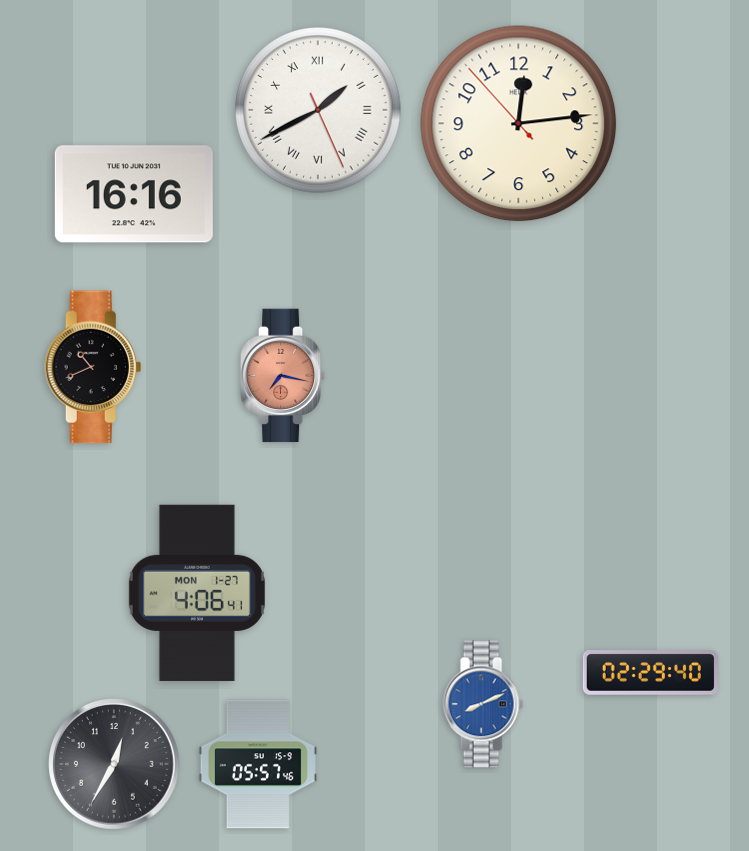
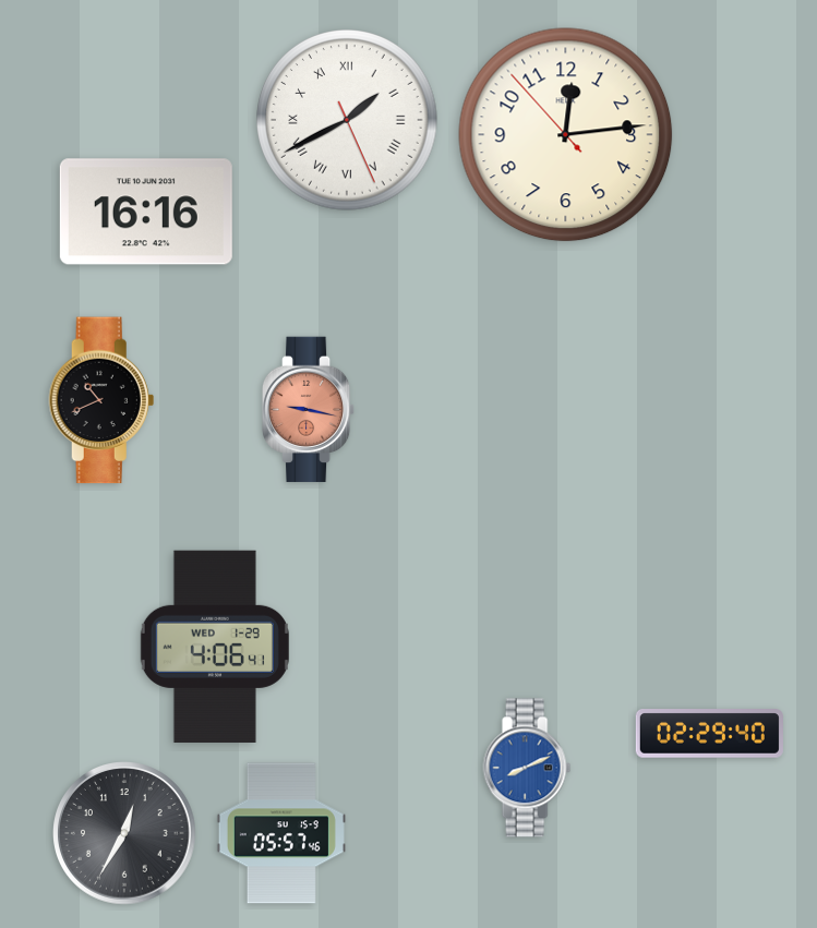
clock at (283, 376): 7:17 -> 9:17
clock at (197, 593) date: MON 1-27 -> WED 1-29
